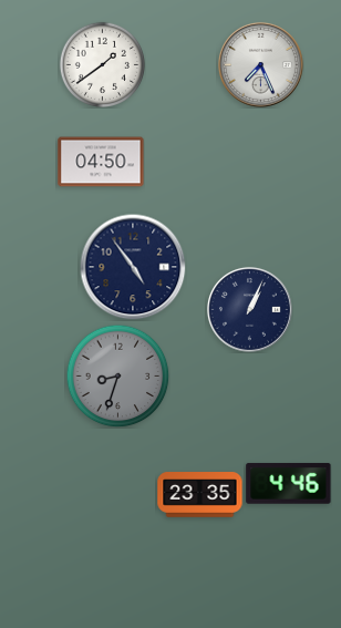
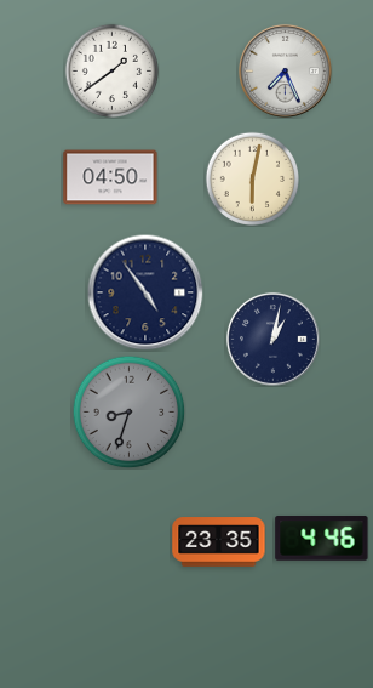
clock at (252, 178): none -> 6:02
clock at (249, 309): 1:04 -> 1:02
clock at (289, 484) position: (289, 484) -> (322, 539)
